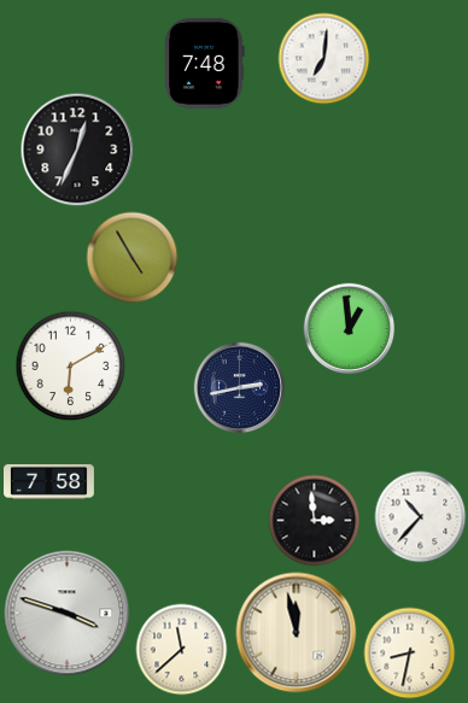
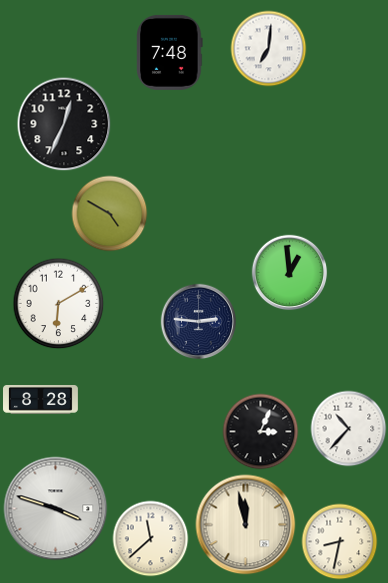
clock at (133, 258): 4:55 -> 4:50
clock at (240, 388): 2:43 -> 2:46
clock at (49, 482): 7:58 -> 8:28
clock at (315, 521): 2:59 -> 3:04
